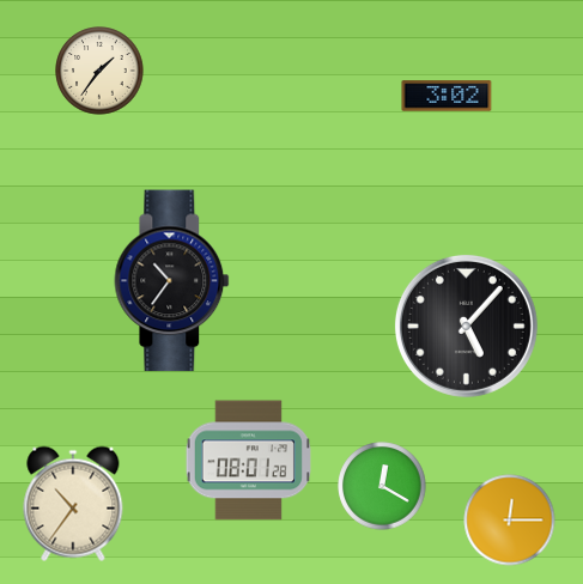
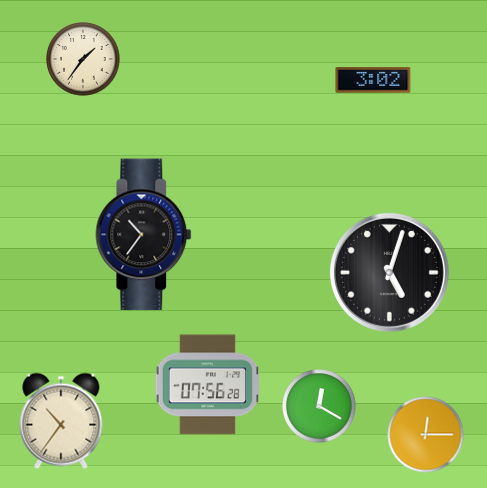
clock at (466, 326): 5:07 -> 5:03
clock at (248, 461): 08:01 -> 07:56
